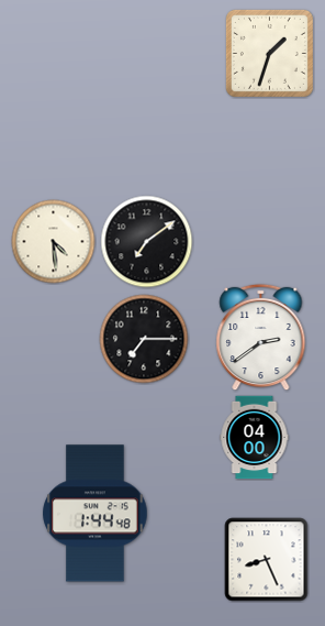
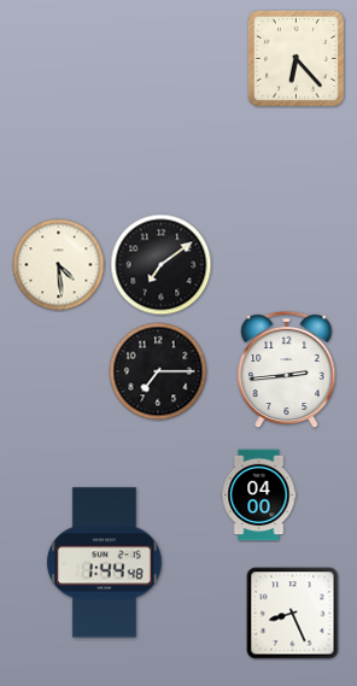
clock at (269, 53): 1:33 -> 6:23
clock at (261, 338): 2:39 -> 2:44
clock at (255, 438) position: (255, 438) -> (259, 496)
